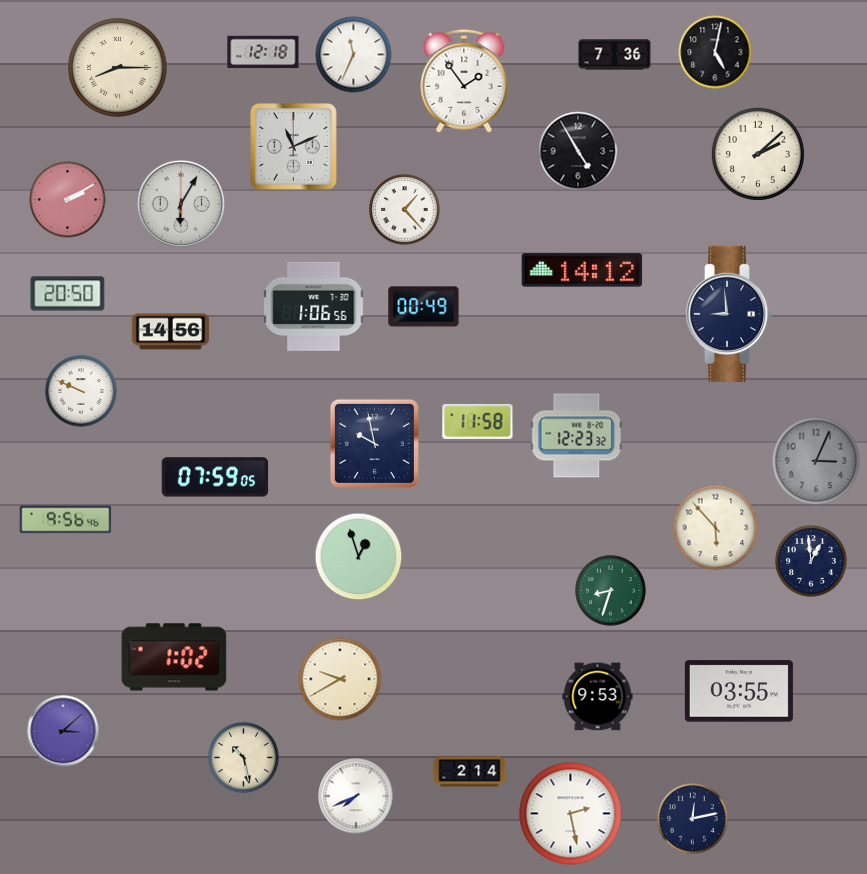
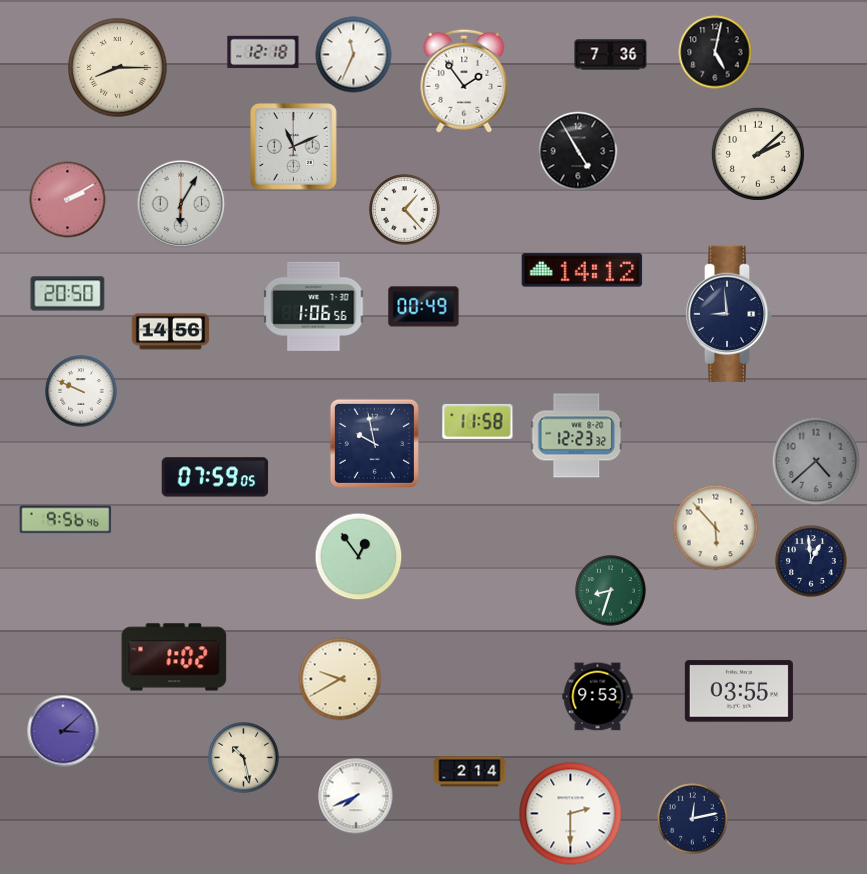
clock at (615, 55) position: (615, 55) -> (611, 55)
clock at (816, 461): 3:04 -> 4:38
clock at (359, 557): 12:57 -> 12:54
clock at (571, 814): 2:28 -> 2:30
